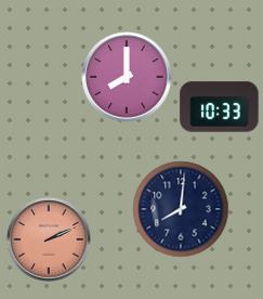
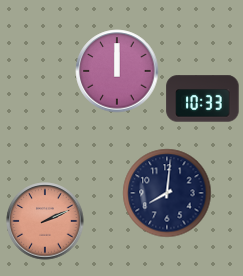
clock at (127, 77): 8:00 -> 12:00
